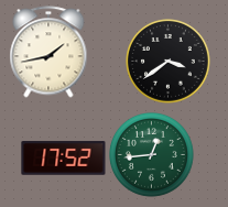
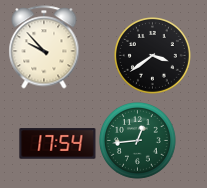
clock at (48, 52): 1:43 -> 9:53
clock at (64, 159): 17:52 -> 17:54
